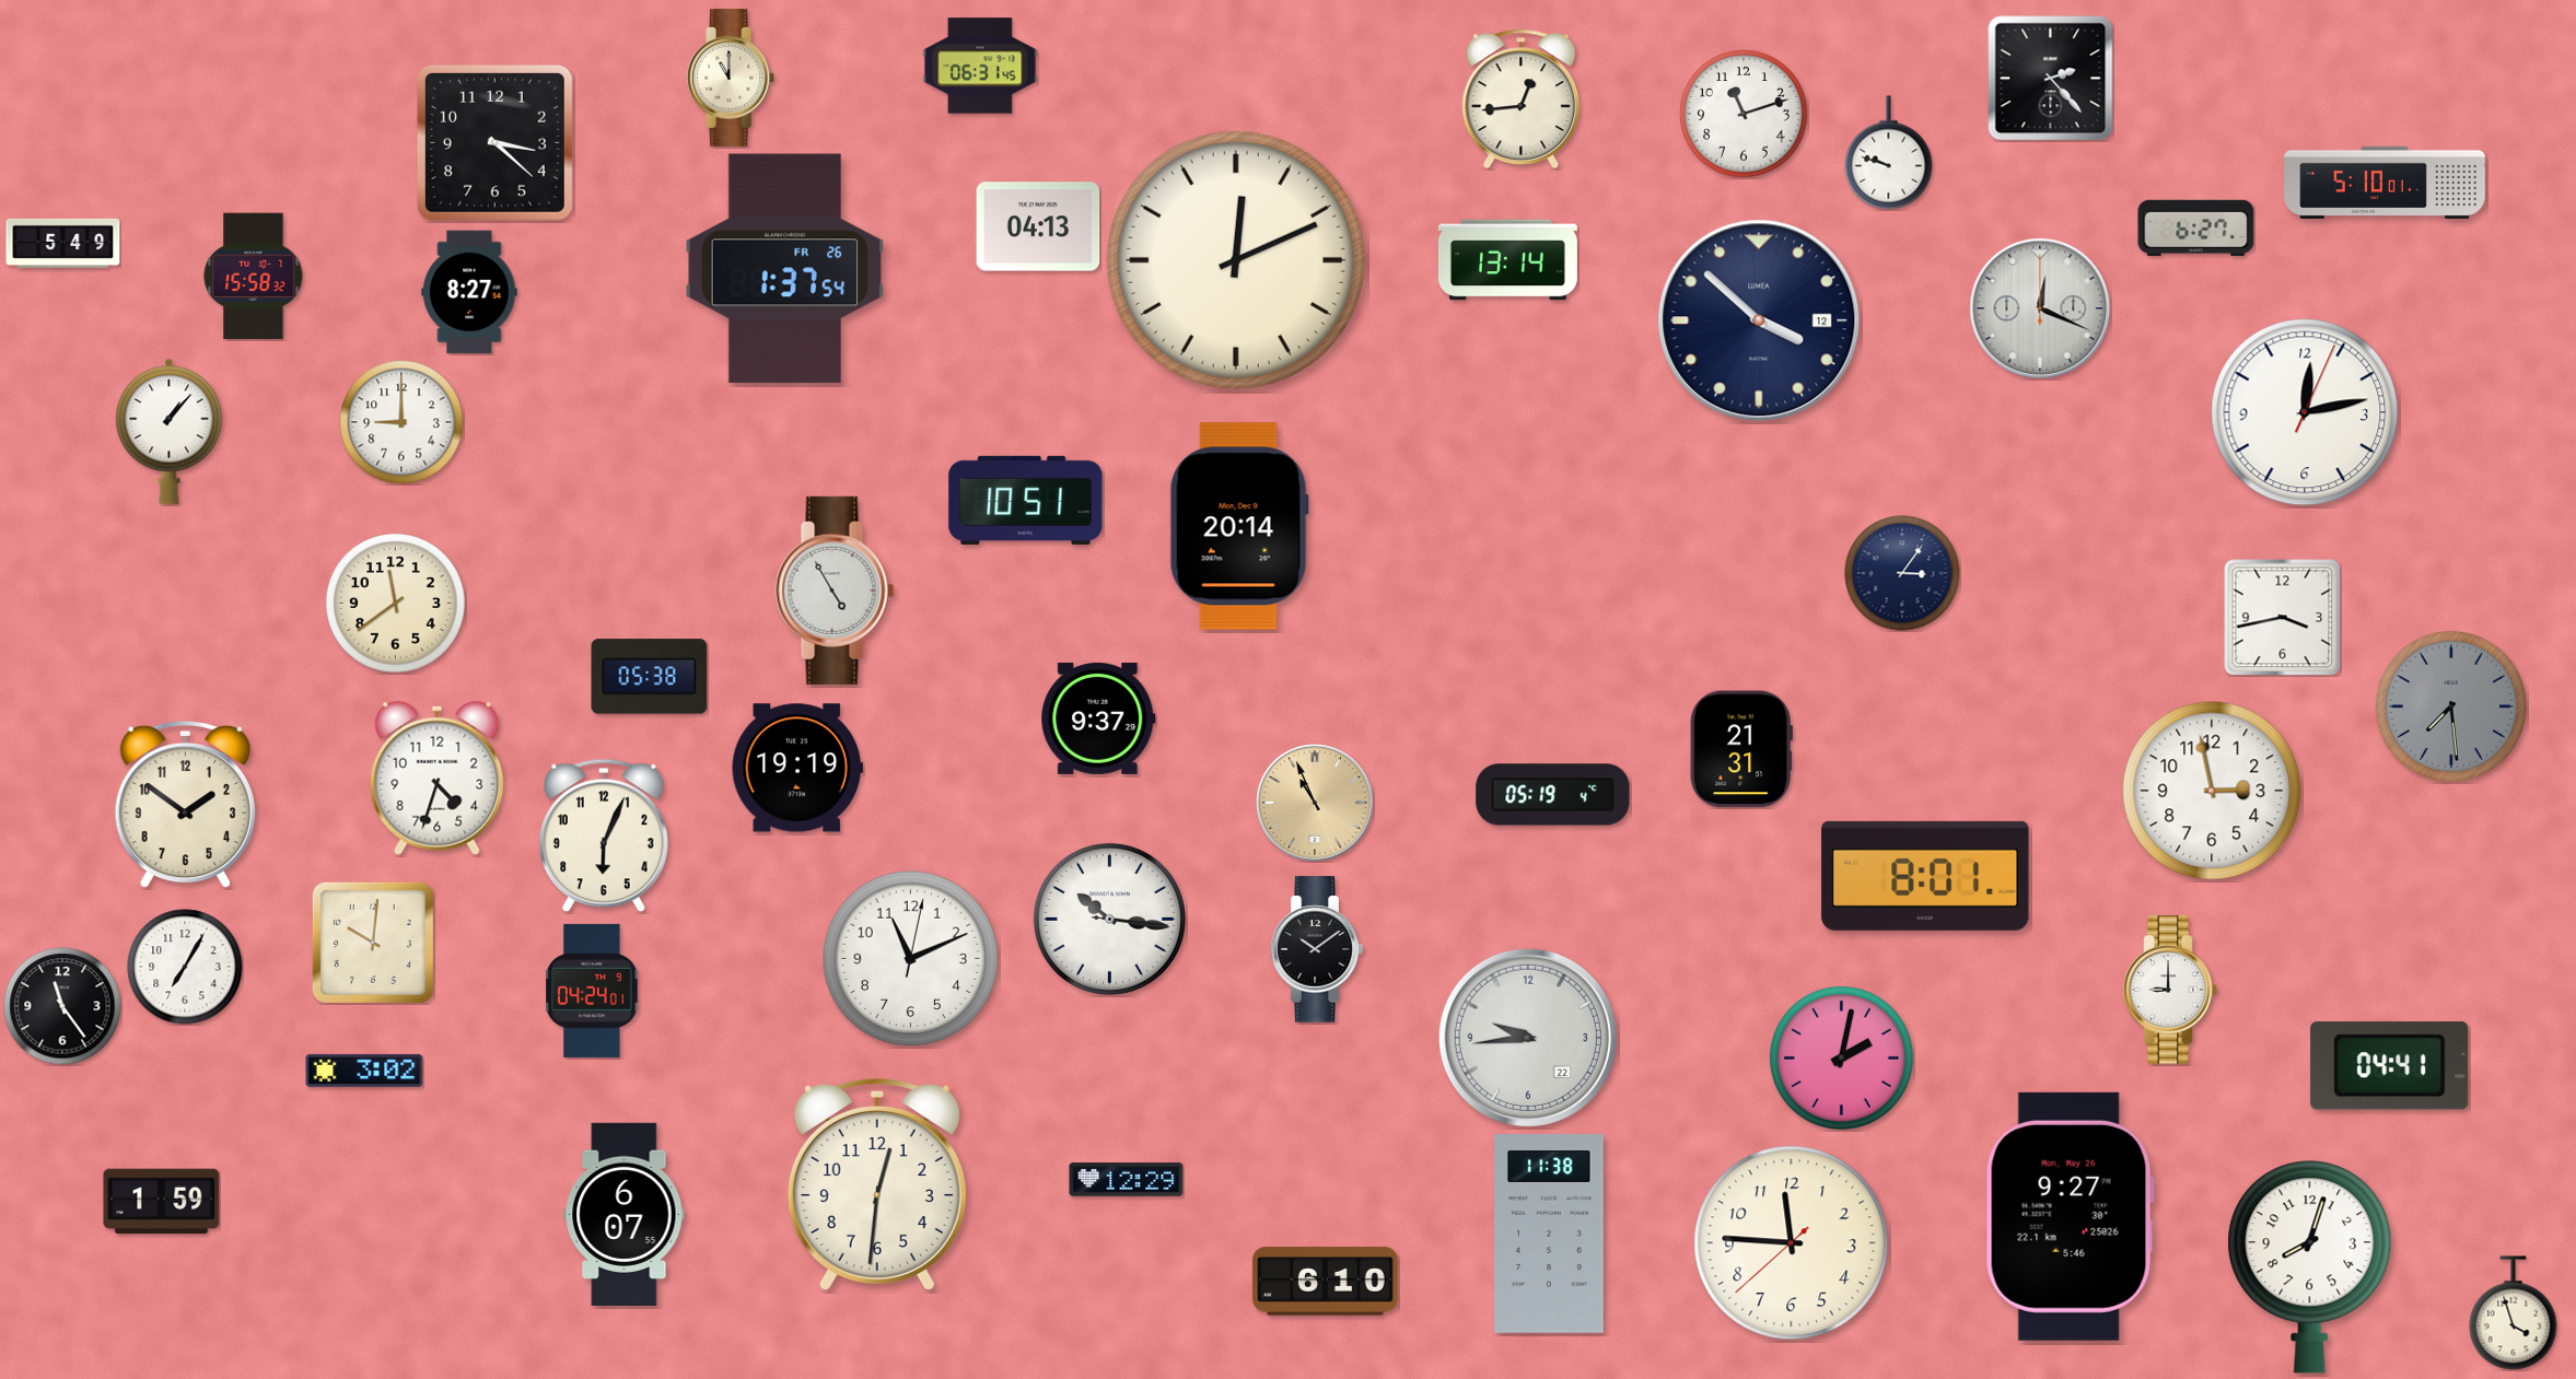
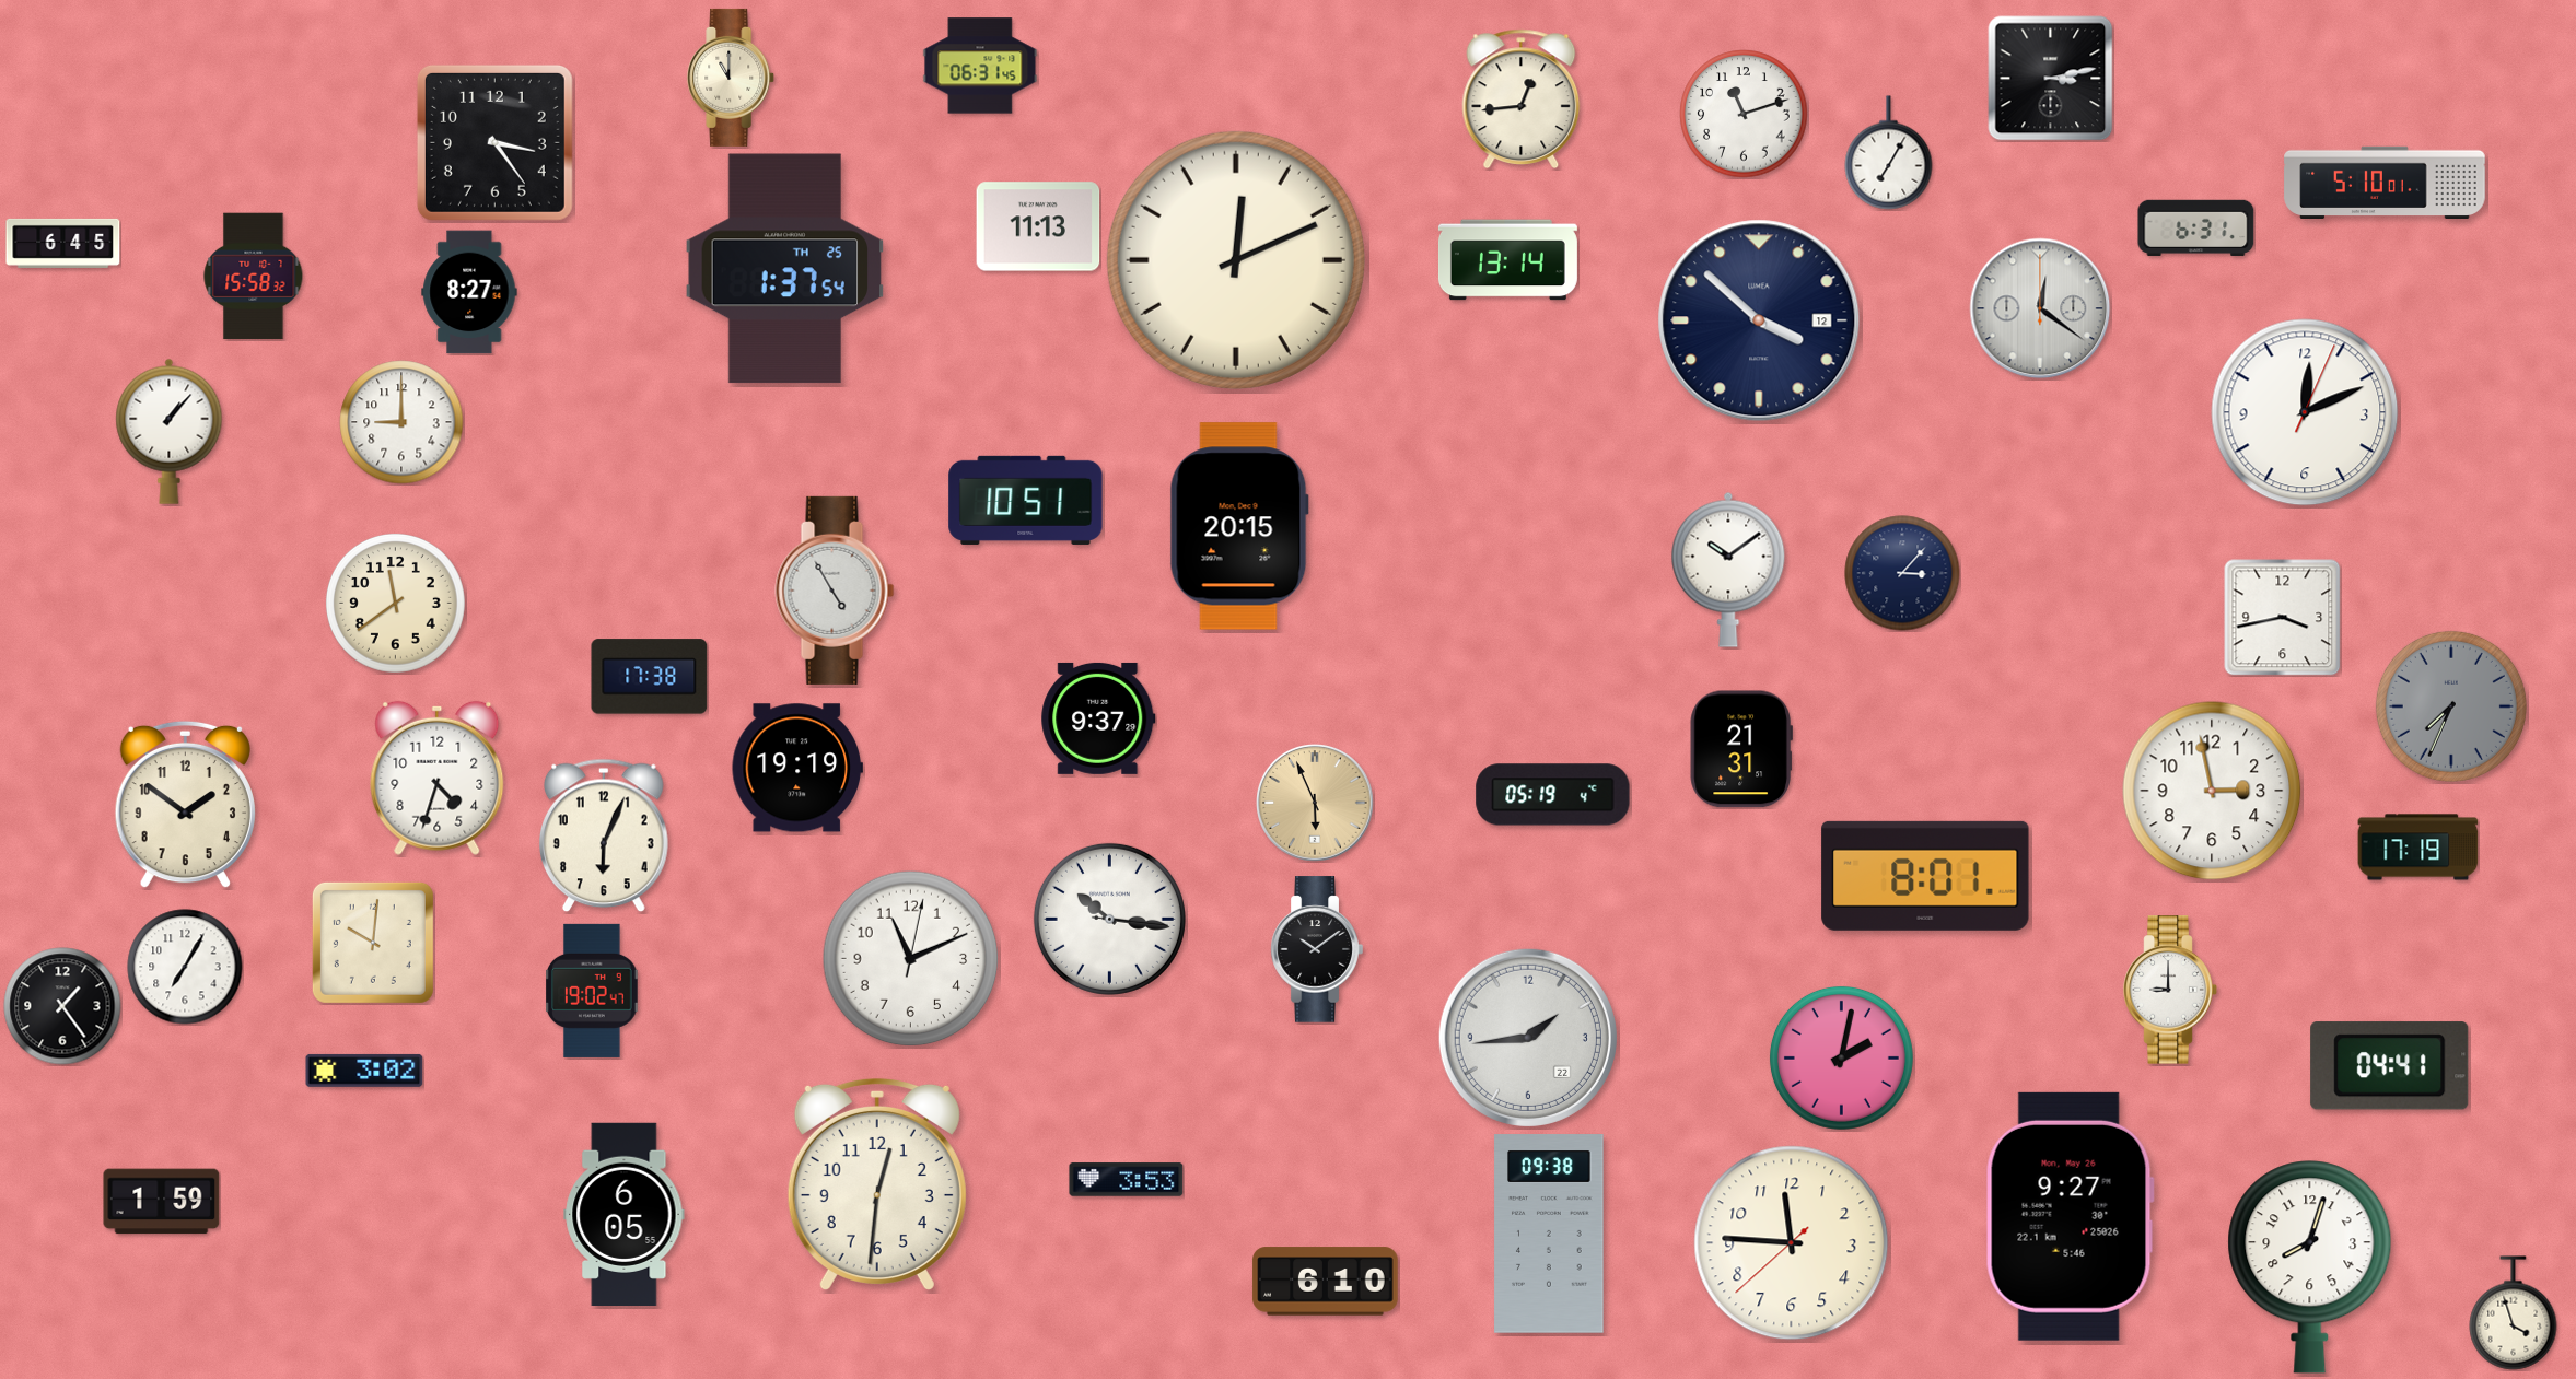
clock at (2051, 79): 2:23 -> 3:13
clock at (494, 142): 3:22 -> 3:24
clock at (1889, 153): 9:48 -> 7:05
clock at (1038, 226): 04:13 -> 11:13
clock at (2196, 227): 6:27 -> 6:31
clock at (63, 243): 5:49 -> 6:45
clock at (785, 269) date: FR 26 -> TH 25
clock at (2040, 308): 12:19 -> 12:21
clock at (2305, 412): 12:13 -> 12:11
clock at (1239, 526): 20:14 -> 20:15
clock at (1728, 570): none -> 10:09
clock at (1902, 573): 3:06 -> 3:07
clock at (650, 677): 05:38 -> 17:38
clock at (2451, 706): 7:29 -> 7:34
clock at (1316, 804): 10:56 -> 5:56
clock at (2418, 848): none -> 17:19
clock at (592, 991): 04:24 -> 19:02
clock at (62, 1006): 11:24 -> 1:24
clock at (1528, 1038): 9:44 -> 1:44
clock at (1127, 1180): 12:29 -> 3:53
clock at (625, 1214): 6:07 -> 6:05
clock at (1549, 1234): 11:38 -> 09:38
